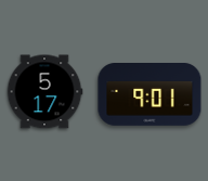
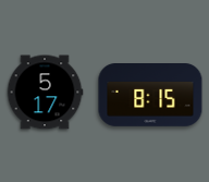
clock at (149, 95): 9:01 -> 8:15
